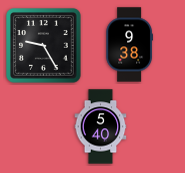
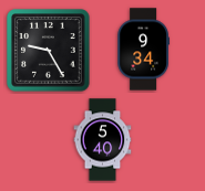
clock at (129, 45): 9:38 -> 9:34
clock at (101, 127) position: (101, 127) -> (103, 140)
